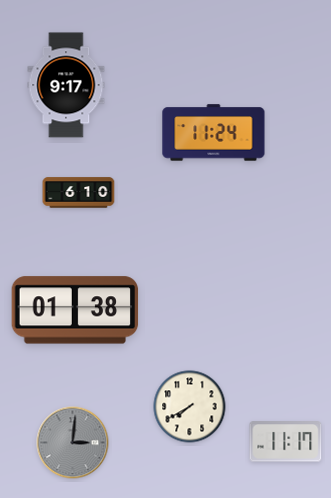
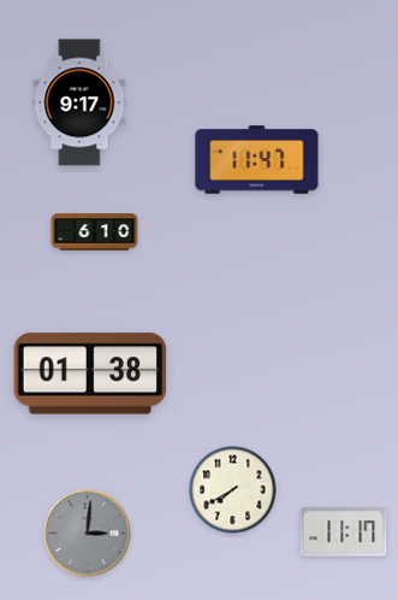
clock at (214, 133): 11:24 -> 11:47
clock at (190, 407) position: (190, 407) -> (233, 490)
